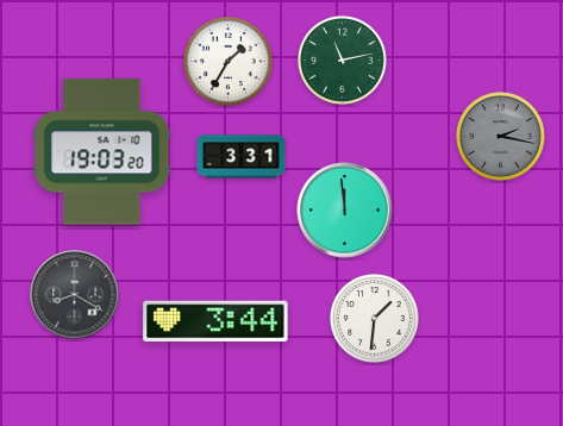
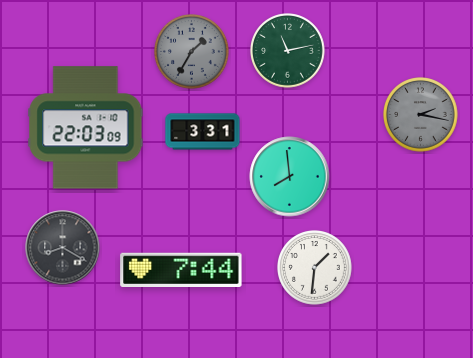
clock at (229, 62) dial: white -> grey
clock at (102, 152): 19:03 -> 22:03
clock at (345, 211): 11:59 -> 7:59
clock at (215, 320): 3:44 -> 7:44
